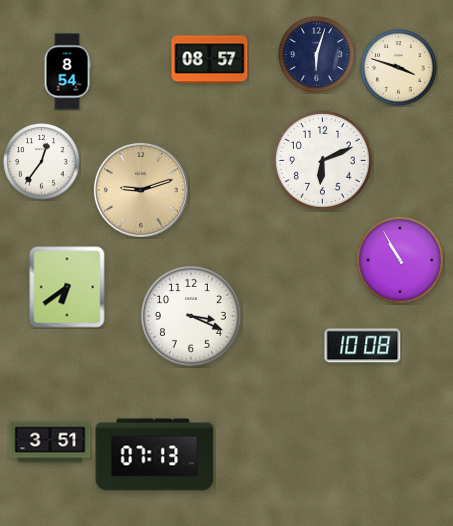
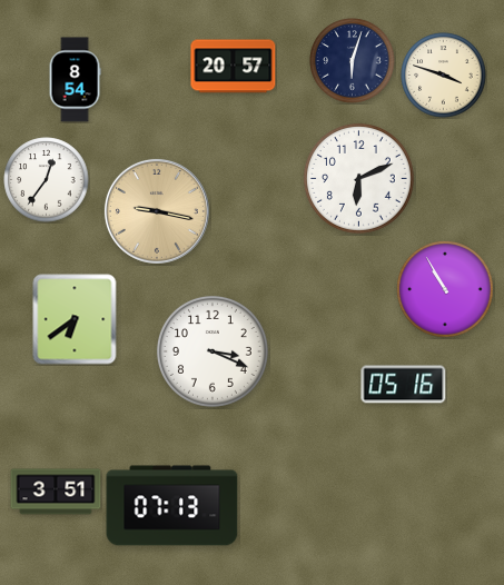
clock at (210, 60): 08:57 -> 20:57
clock at (141, 190): 9:12 -> 9:17
clock at (363, 346): 10:08 -> 05:16
